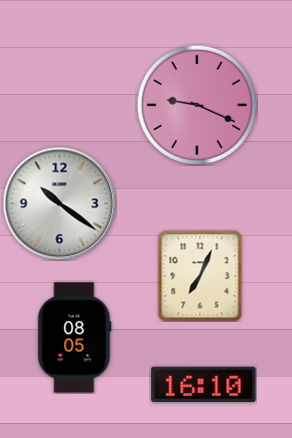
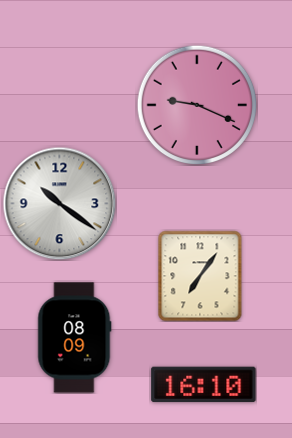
clock at (200, 276): 7:04 -> 7:06
clock at (75, 338): 08:05 -> 08:09
